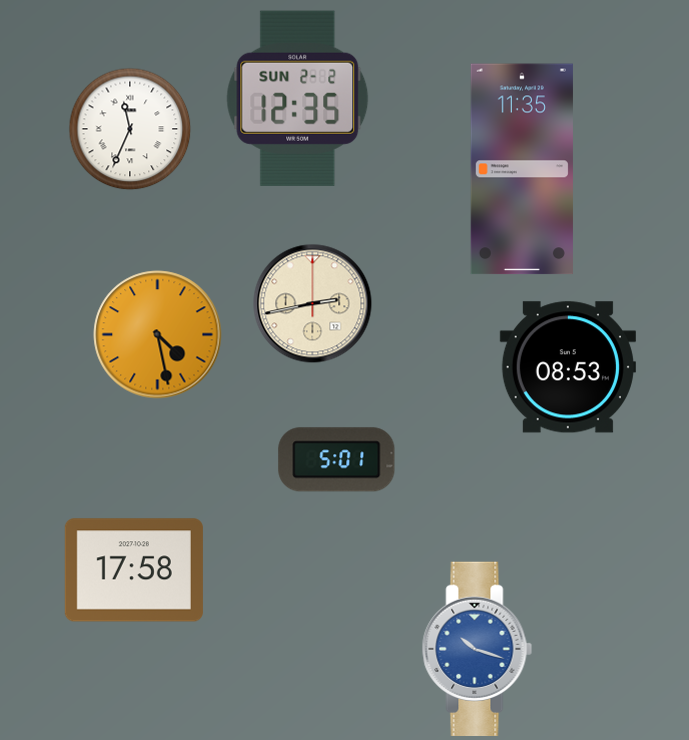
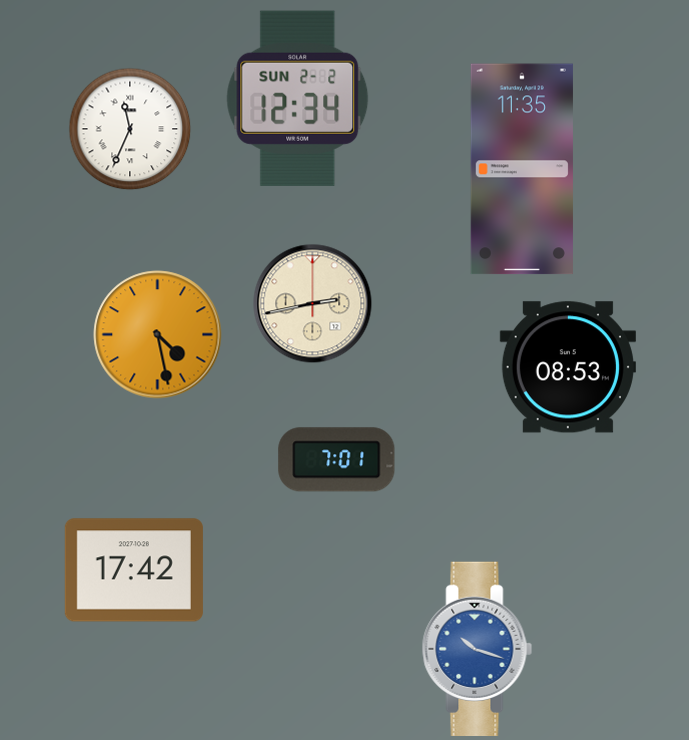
clock at (298, 98): 12:35 -> 12:34
clock at (337, 460): 5:01 -> 7:01
clock at (134, 570): 17:58 -> 17:42
